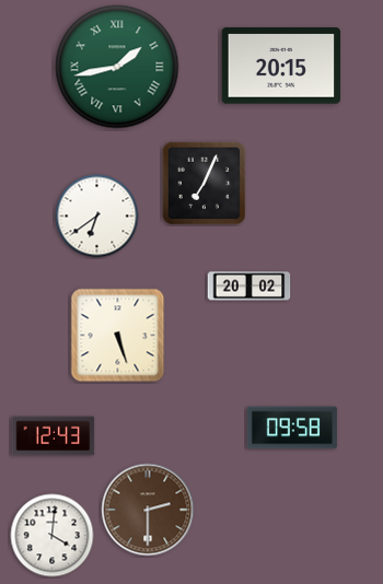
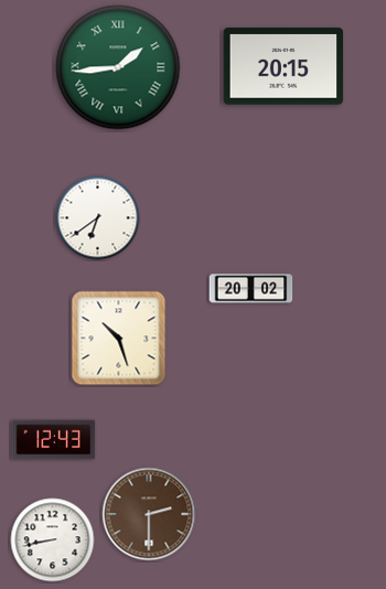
clock at (117, 67): 1:43 -> 1:44
clock at (204, 183): 7:04 -> none
clock at (118, 336): 5:27 -> 10:27
clock at (292, 428): 09:58 -> none
clock at (53, 536): 4:01 -> 8:43
